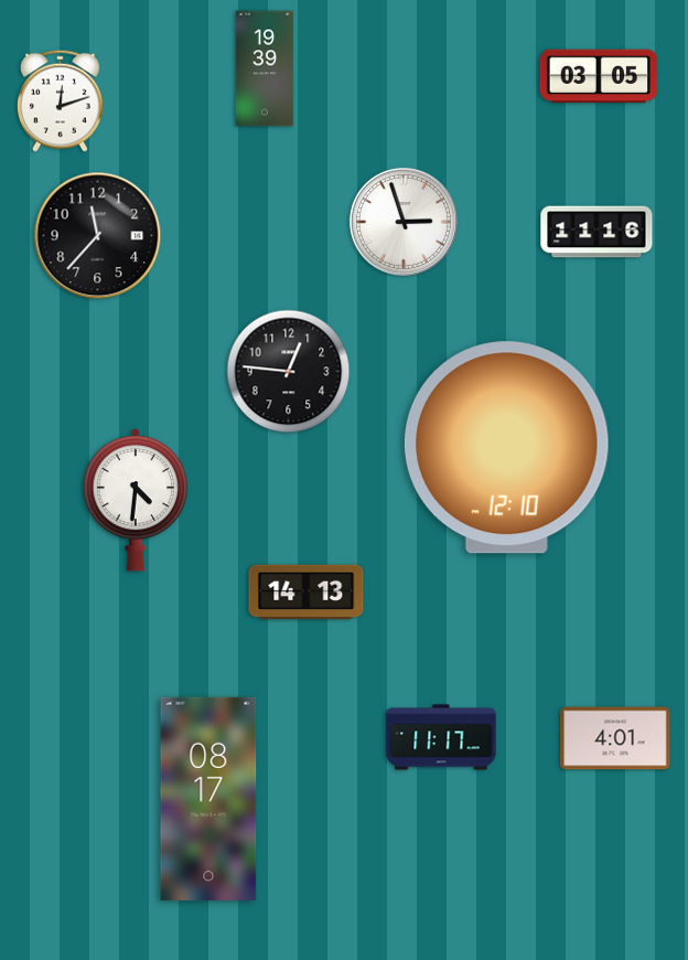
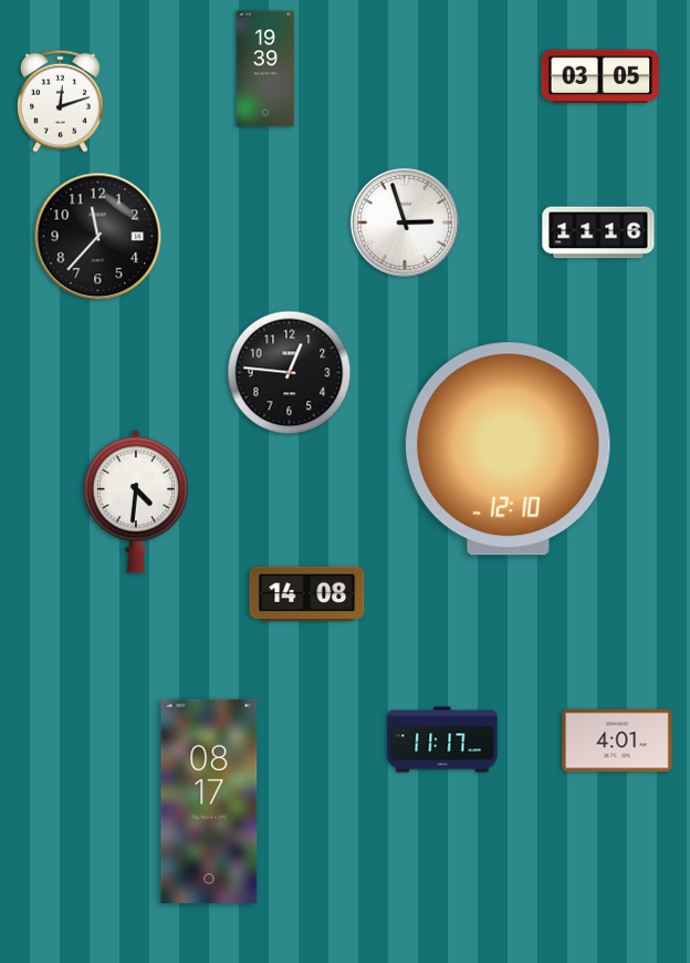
clock at (307, 593): 14:13 -> 14:08
